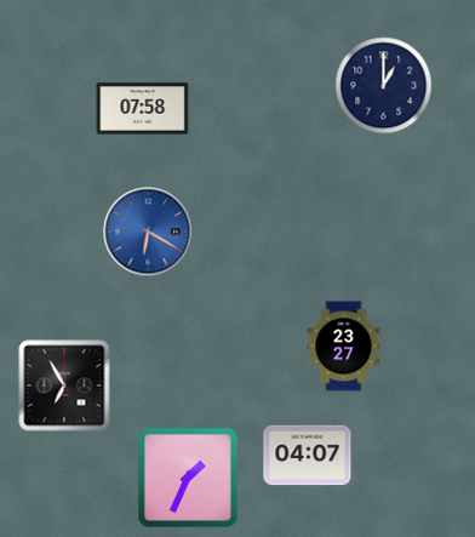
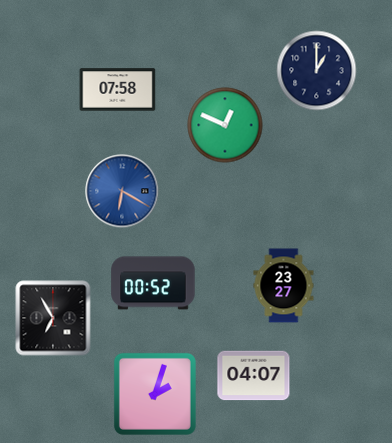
clock at (225, 125): none -> 12:49
clock at (153, 283): none -> 00:52
clock at (188, 478): 1:34 -> 2:03
